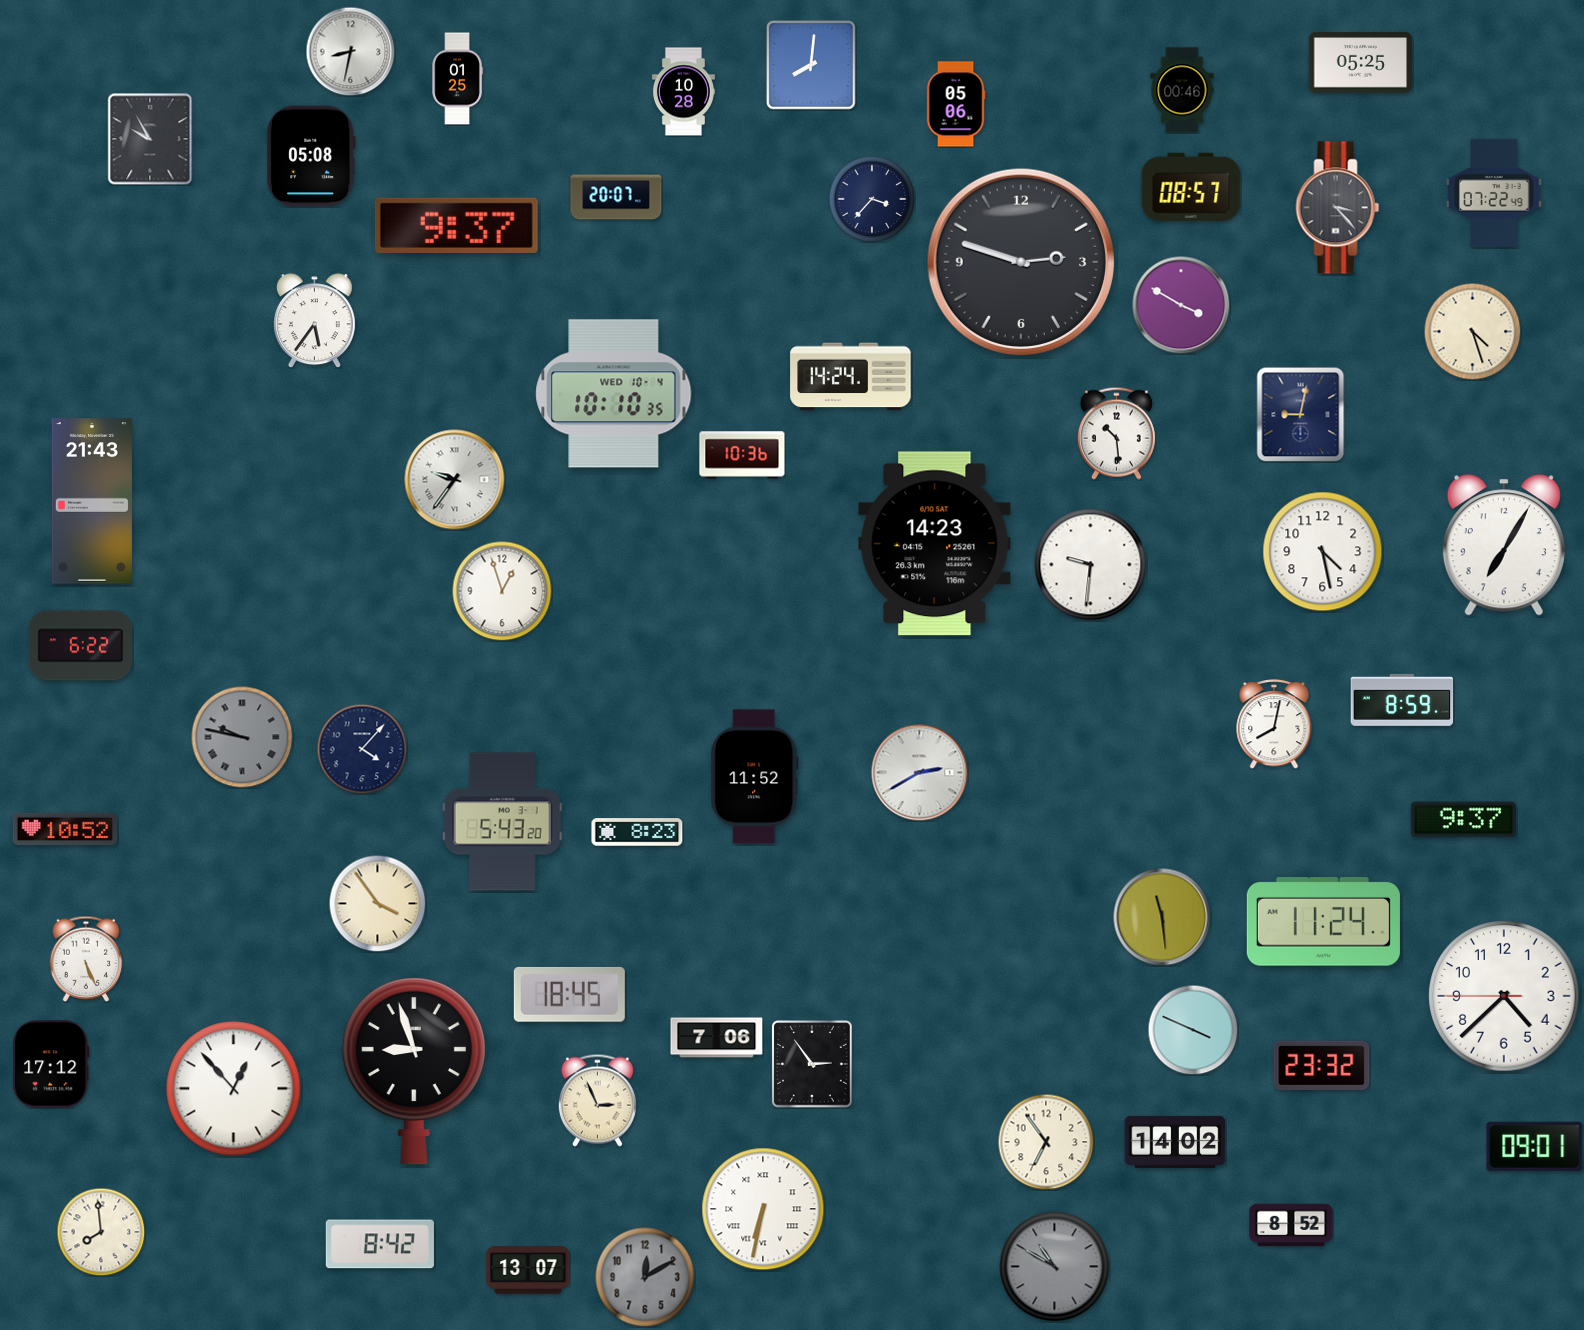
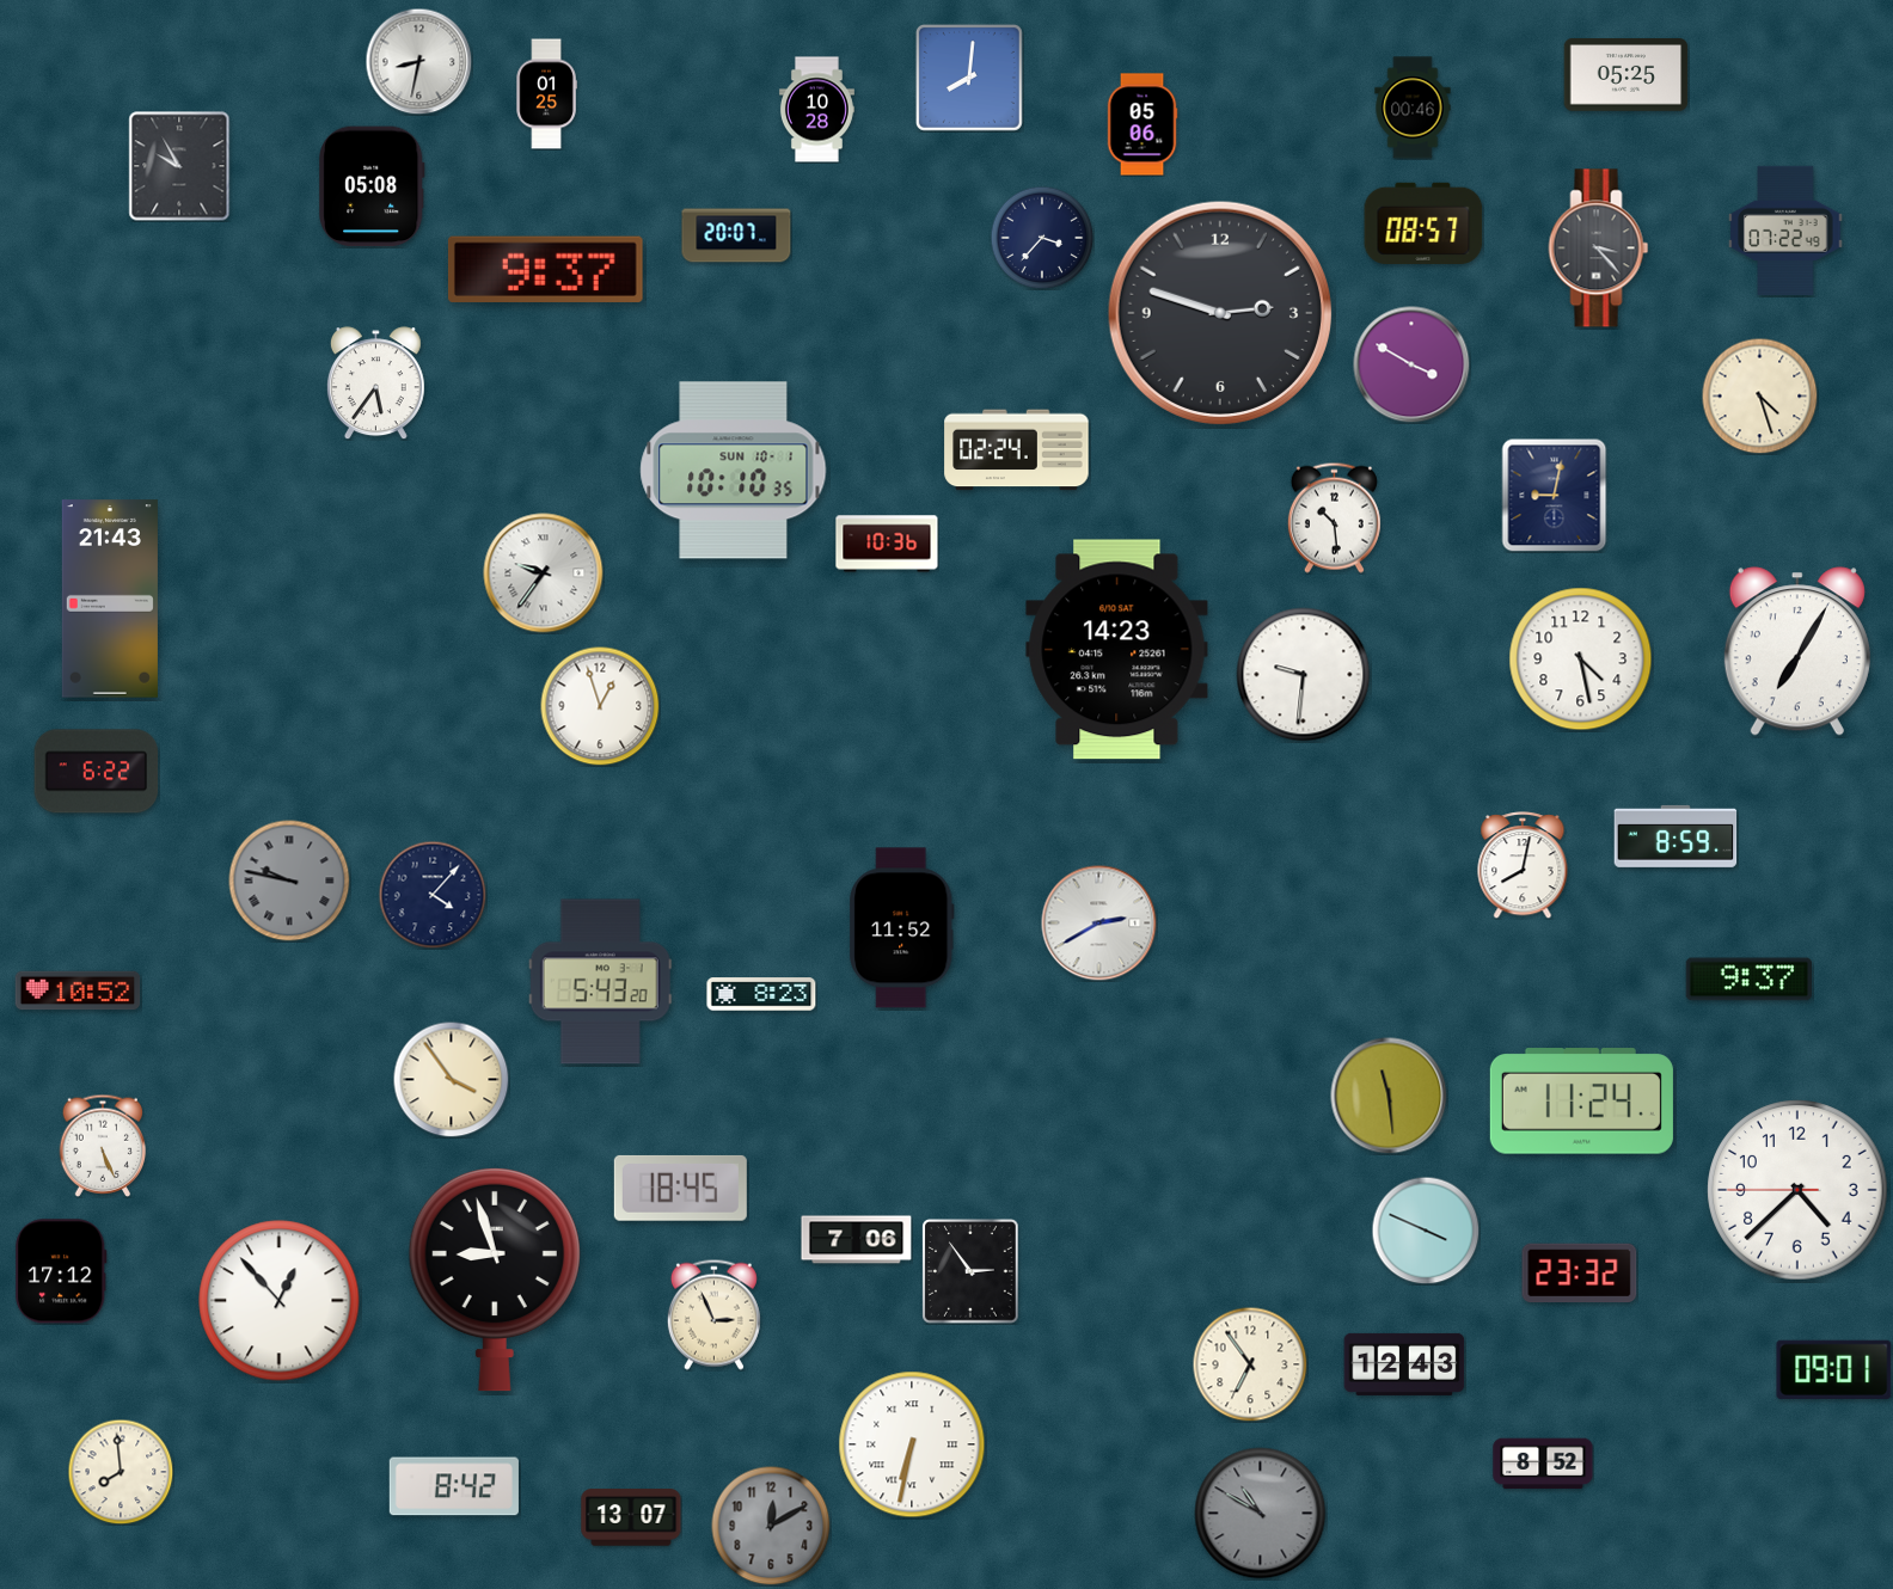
clock at (851, 377): 14:24 -> 02:24
clock at (614, 394) date: WED 10-4 -> SUN 10-1
clock at (1175, 1142): 14:02 -> 12:43
